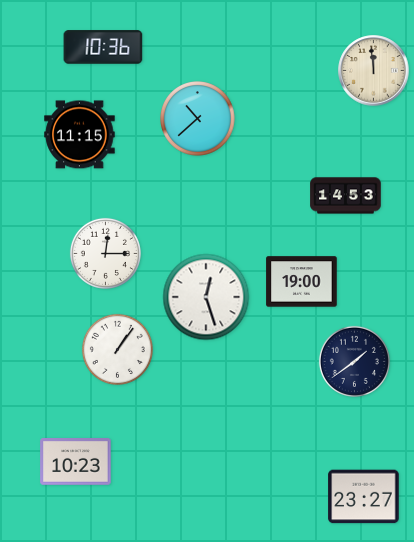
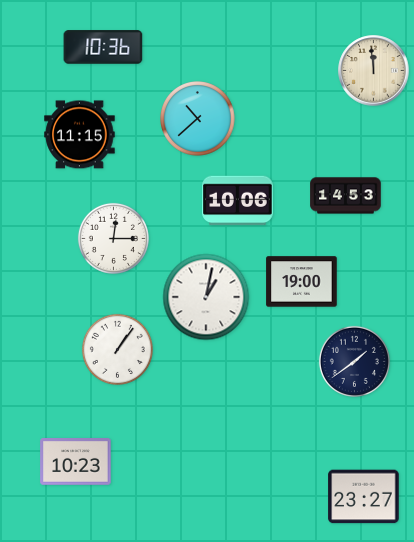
clock at (238, 201): none -> 10:06
clock at (105, 253) position: (105, 253) -> (113, 238)
clock at (206, 297): 12:27 -> 1:02
